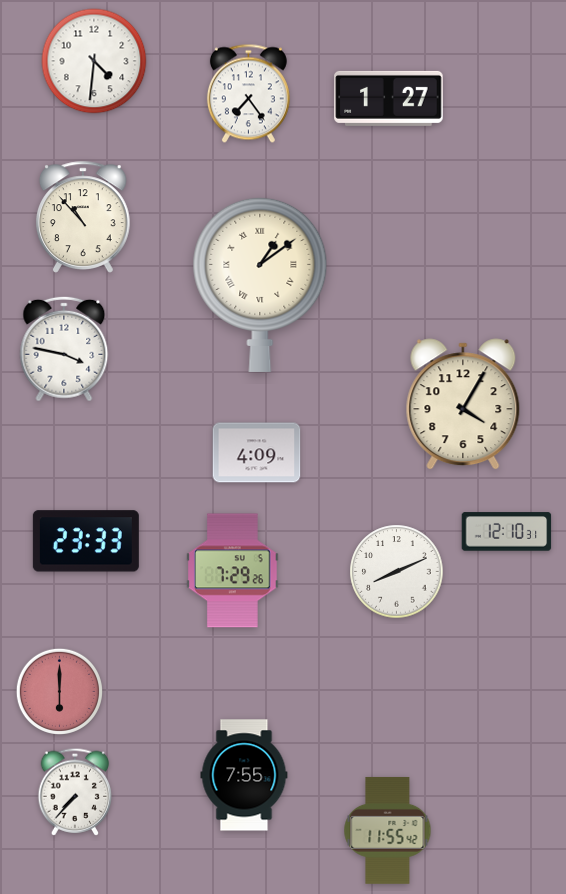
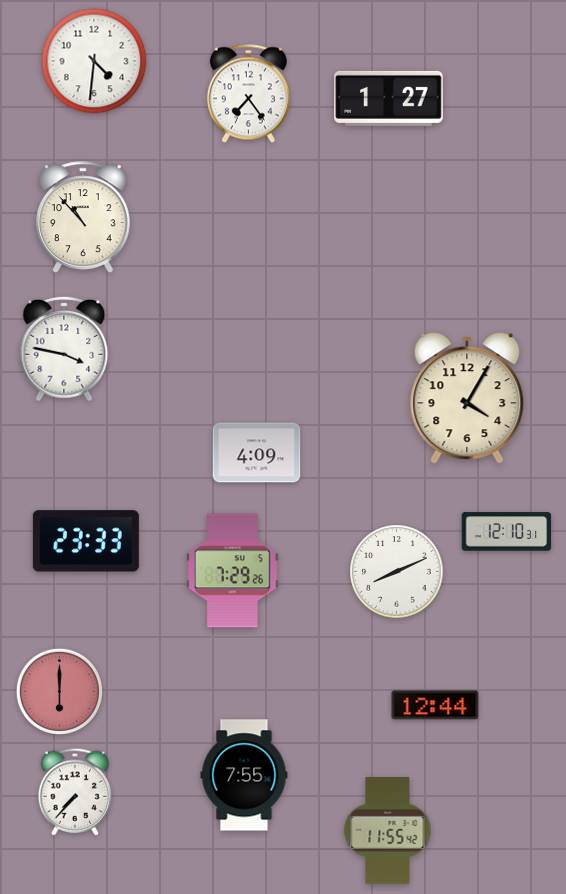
clock at (260, 284): 1:09 -> none
clock at (463, 404) position: (463, 404) -> (467, 398)
clock at (435, 705): none -> 12:44
